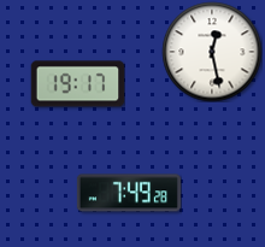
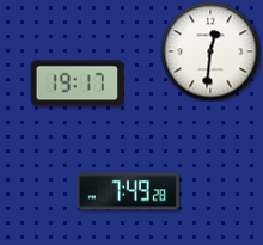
clock at (212, 52): 12:28 -> 12:31
